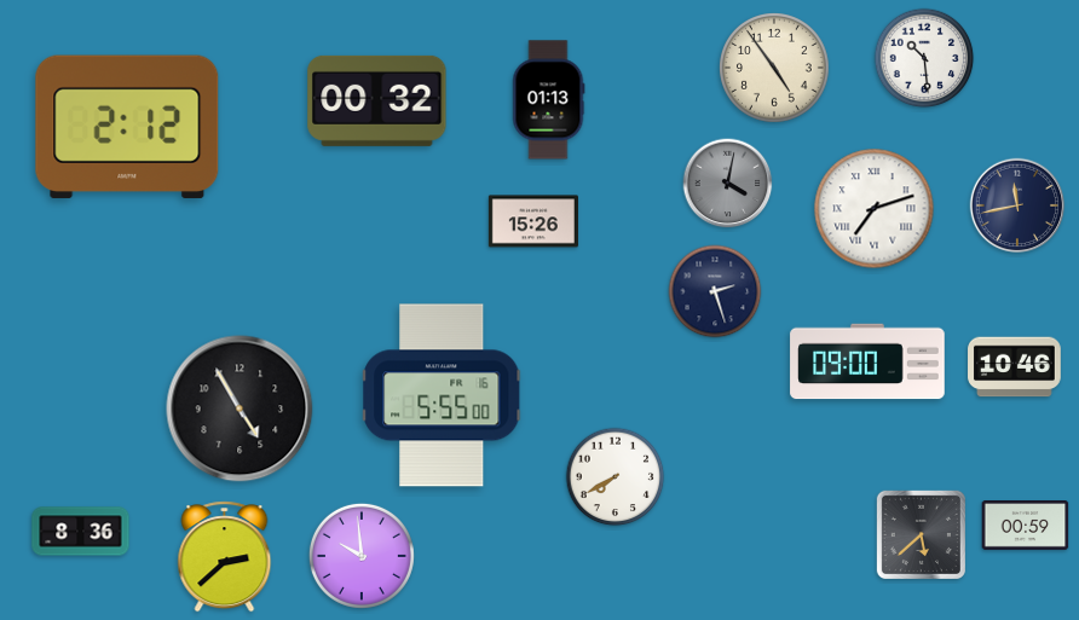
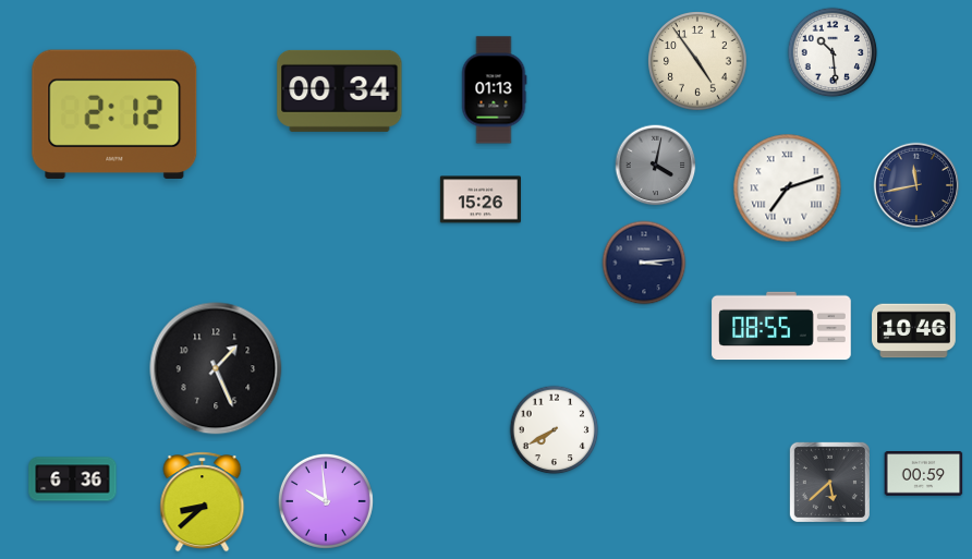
clock at (377, 100): 00:32 -> 00:34
clock at (715, 291): 2:27 -> 3:14
clock at (867, 361): 09:00 -> 08:55
clock at (443, 395): 5:55 -> none
clock at (240, 408): 4:55 -> 1:26
clock at (81, 532): 8:36 -> 6:36
clock at (225, 557): 2:38 -> 8:38
